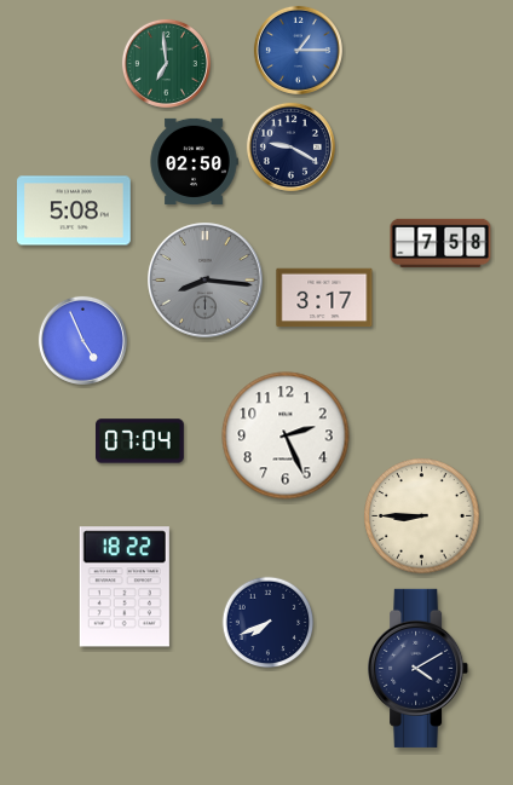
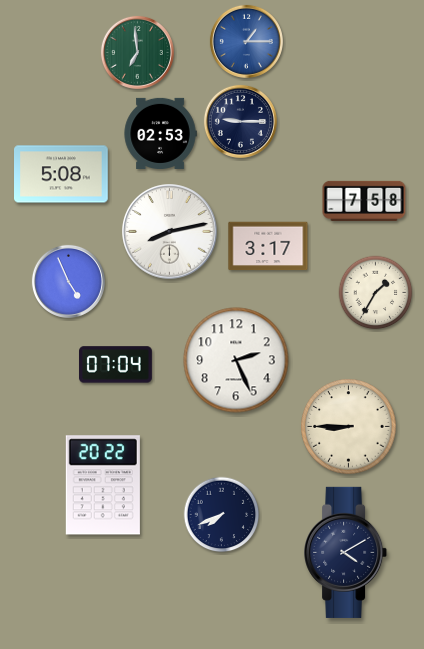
clock at (290, 146): 9:20 -> 9:15
clock at (194, 161): 02:50 -> 02:53
clock at (206, 281): 8:16 -> 8:13
clock at (206, 281) dial: grey -> white
clock at (376, 293): none -> 1:35
clock at (125, 587): 18:22 -> 20:22
